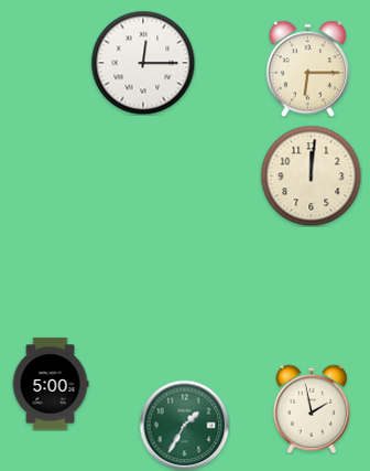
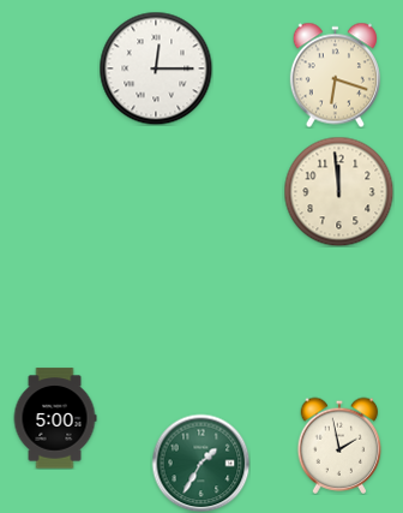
clock at (307, 68): 6:15 -> 6:18
clock at (311, 175): 12:01 -> 11:59
